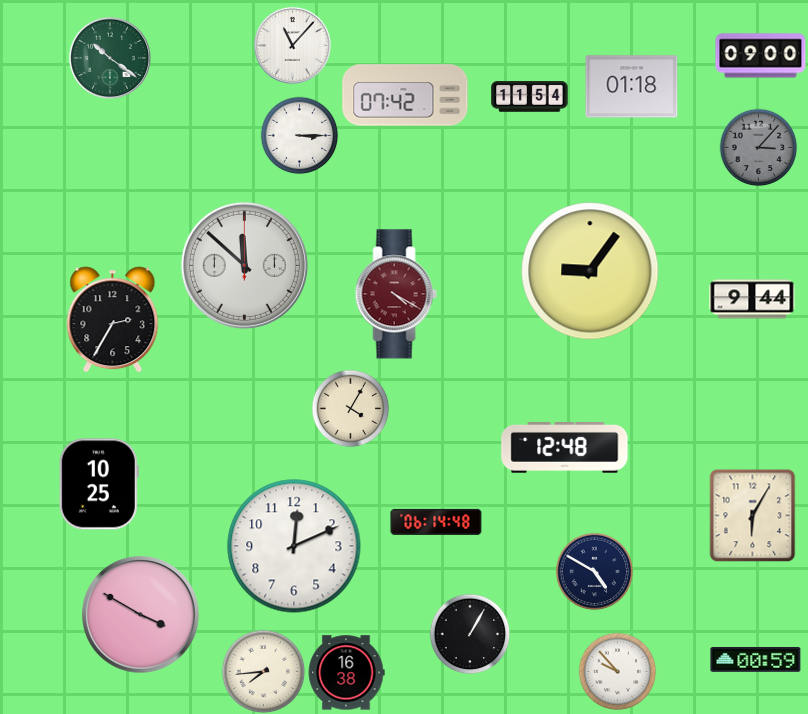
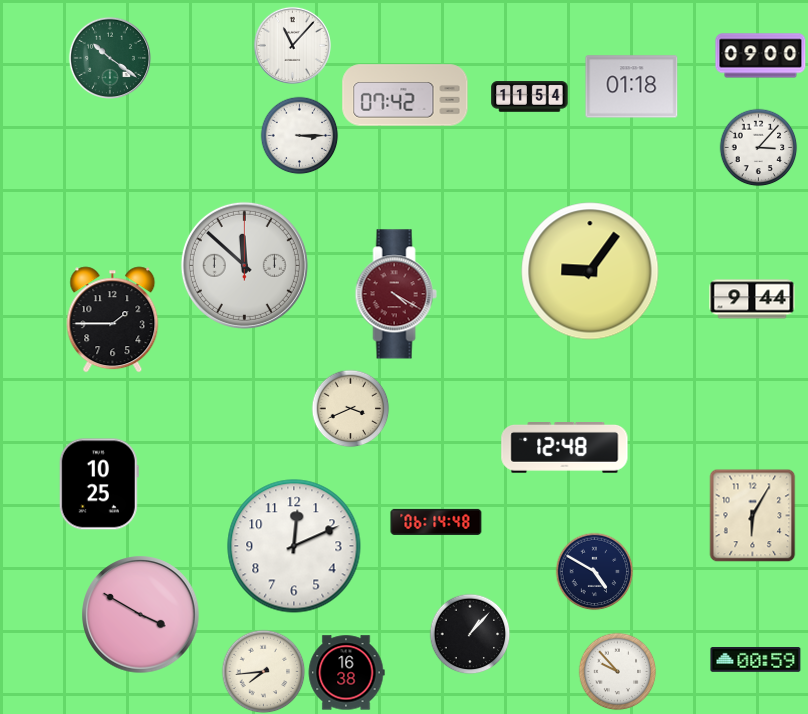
clock at (758, 147) dial: grey -> white
clock at (113, 320): 2:35 -> 1:45
clock at (350, 408): 4:05 -> 3:41
clock at (470, 634): 1:05 -> 1:07
